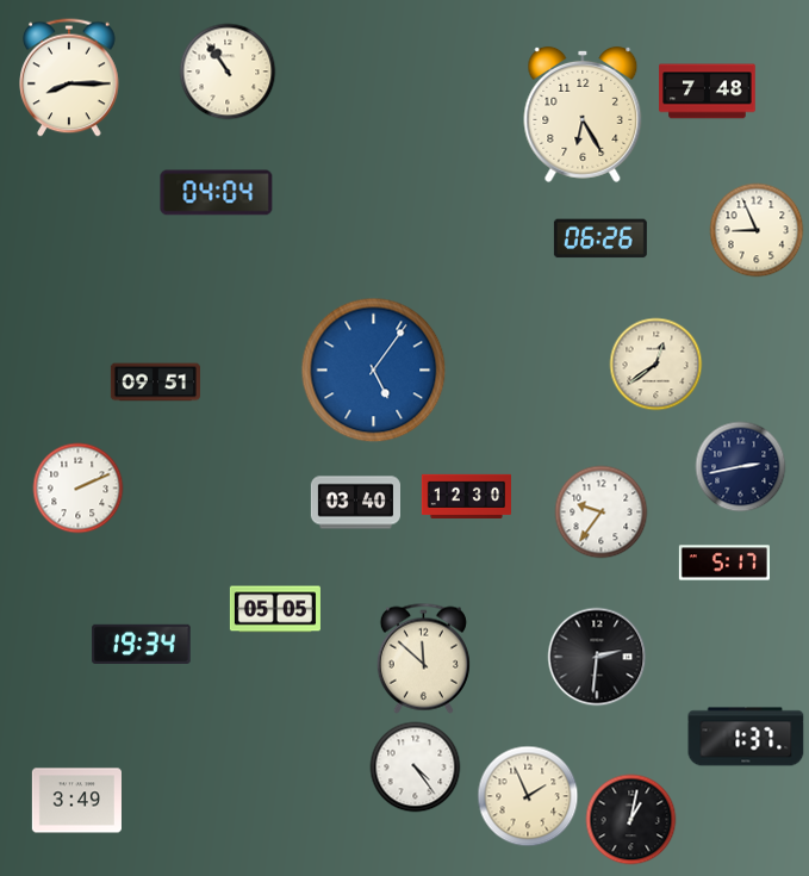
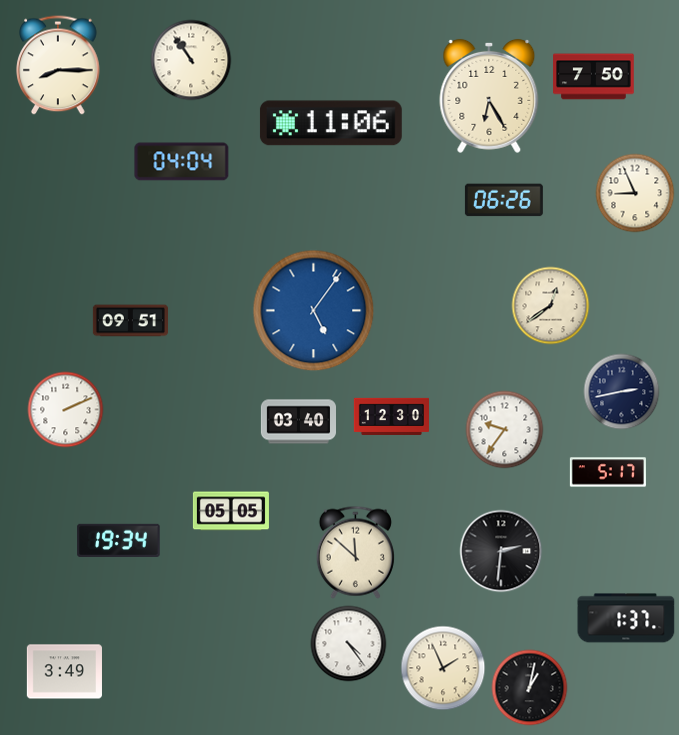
clock at (708, 92): 7:48 -> 7:50
clock at (331, 123): none -> 11:06
